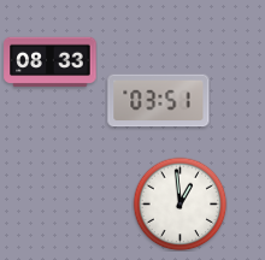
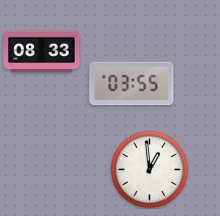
clock at (159, 101): 03:51 -> 03:55
